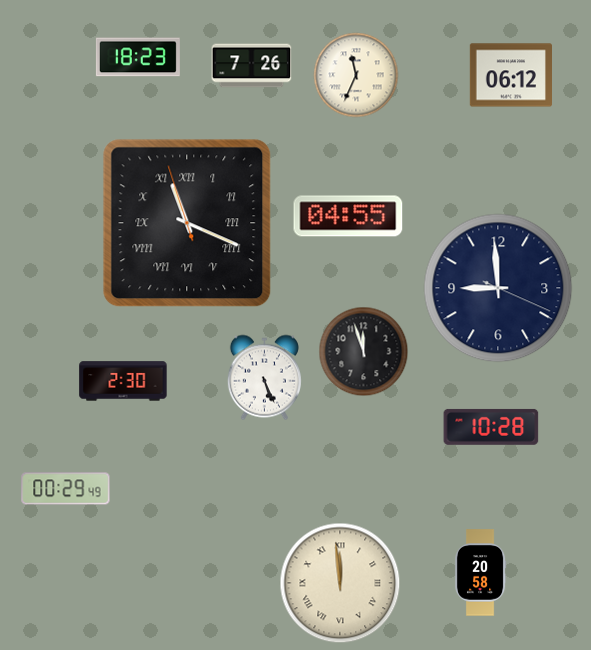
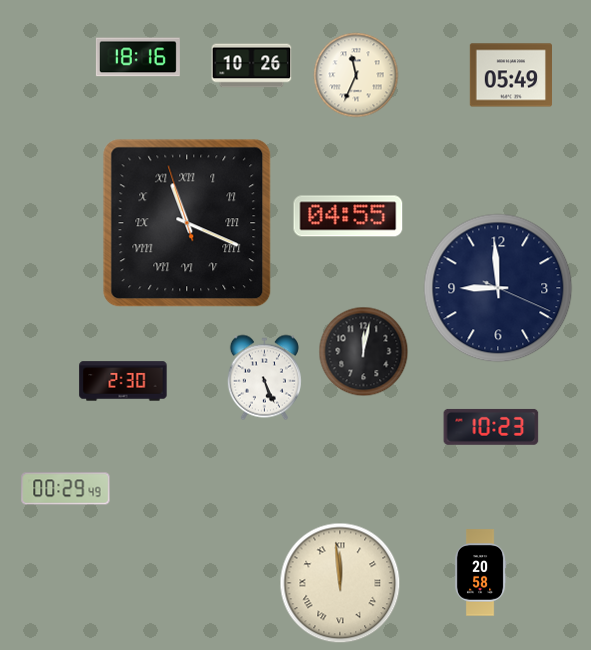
clock at (138, 57): 18:23 -> 18:16
clock at (252, 66): 7:26 -> 10:26
clock at (510, 75): 06:12 -> 05:49
clock at (364, 352): 11:57 -> 12:02
clock at (491, 427): 10:28 -> 10:23
